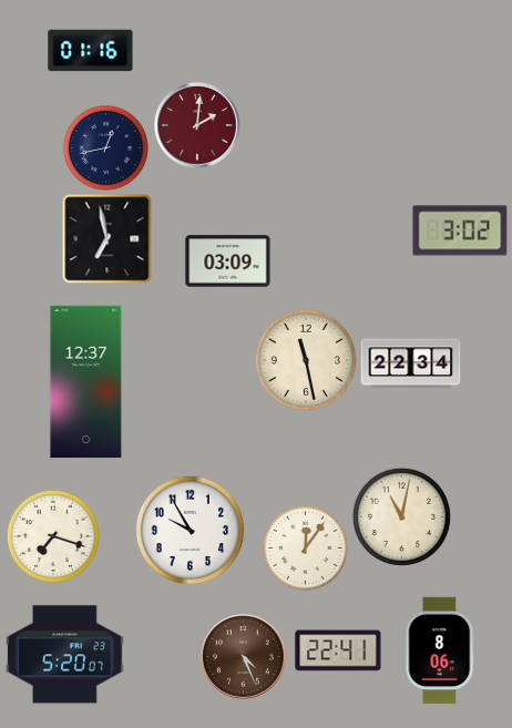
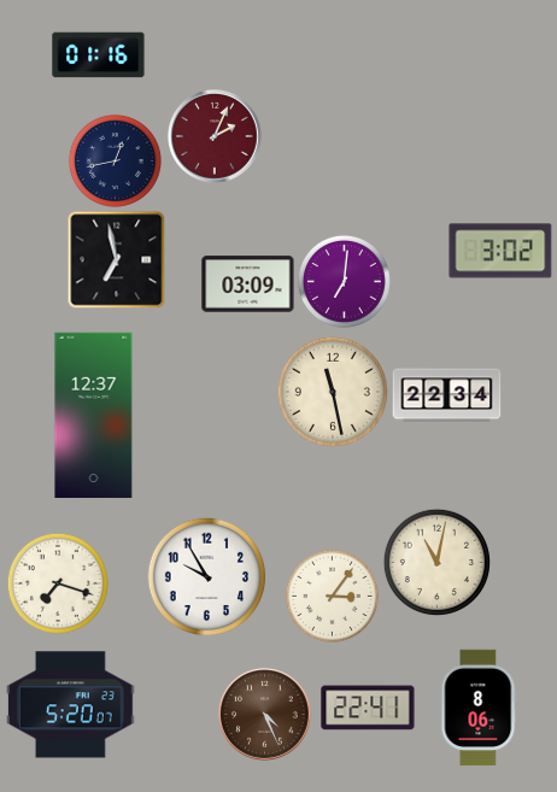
clock at (197, 125): 2:01 -> 2:04
clock at (344, 281): none -> 7:01
clock at (305, 547): 12:06 -> 3:06
clock at (65, 655) position: (65, 655) -> (71, 705)
